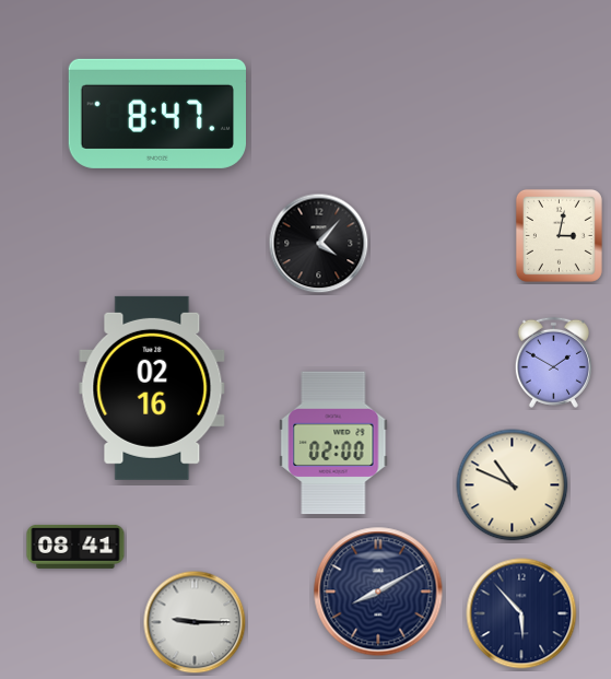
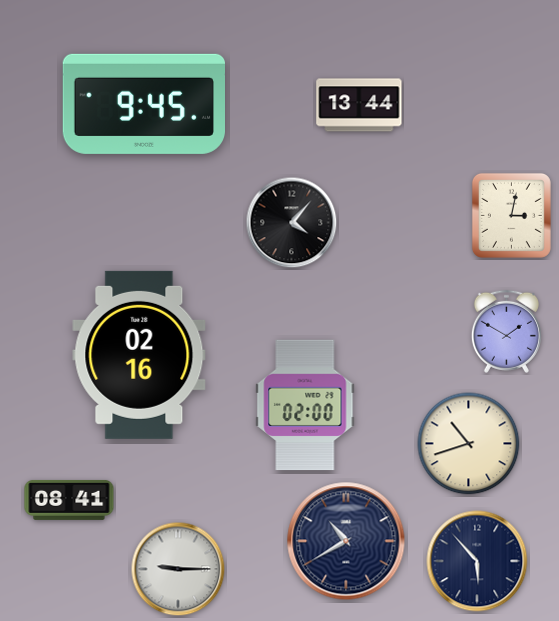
clock at (156, 114): 8:47 -> 9:45
clock at (359, 105): none -> 13:44
clock at (513, 485): 10:49 -> 10:42
clock at (378, 592): 8:10 -> 10:40
